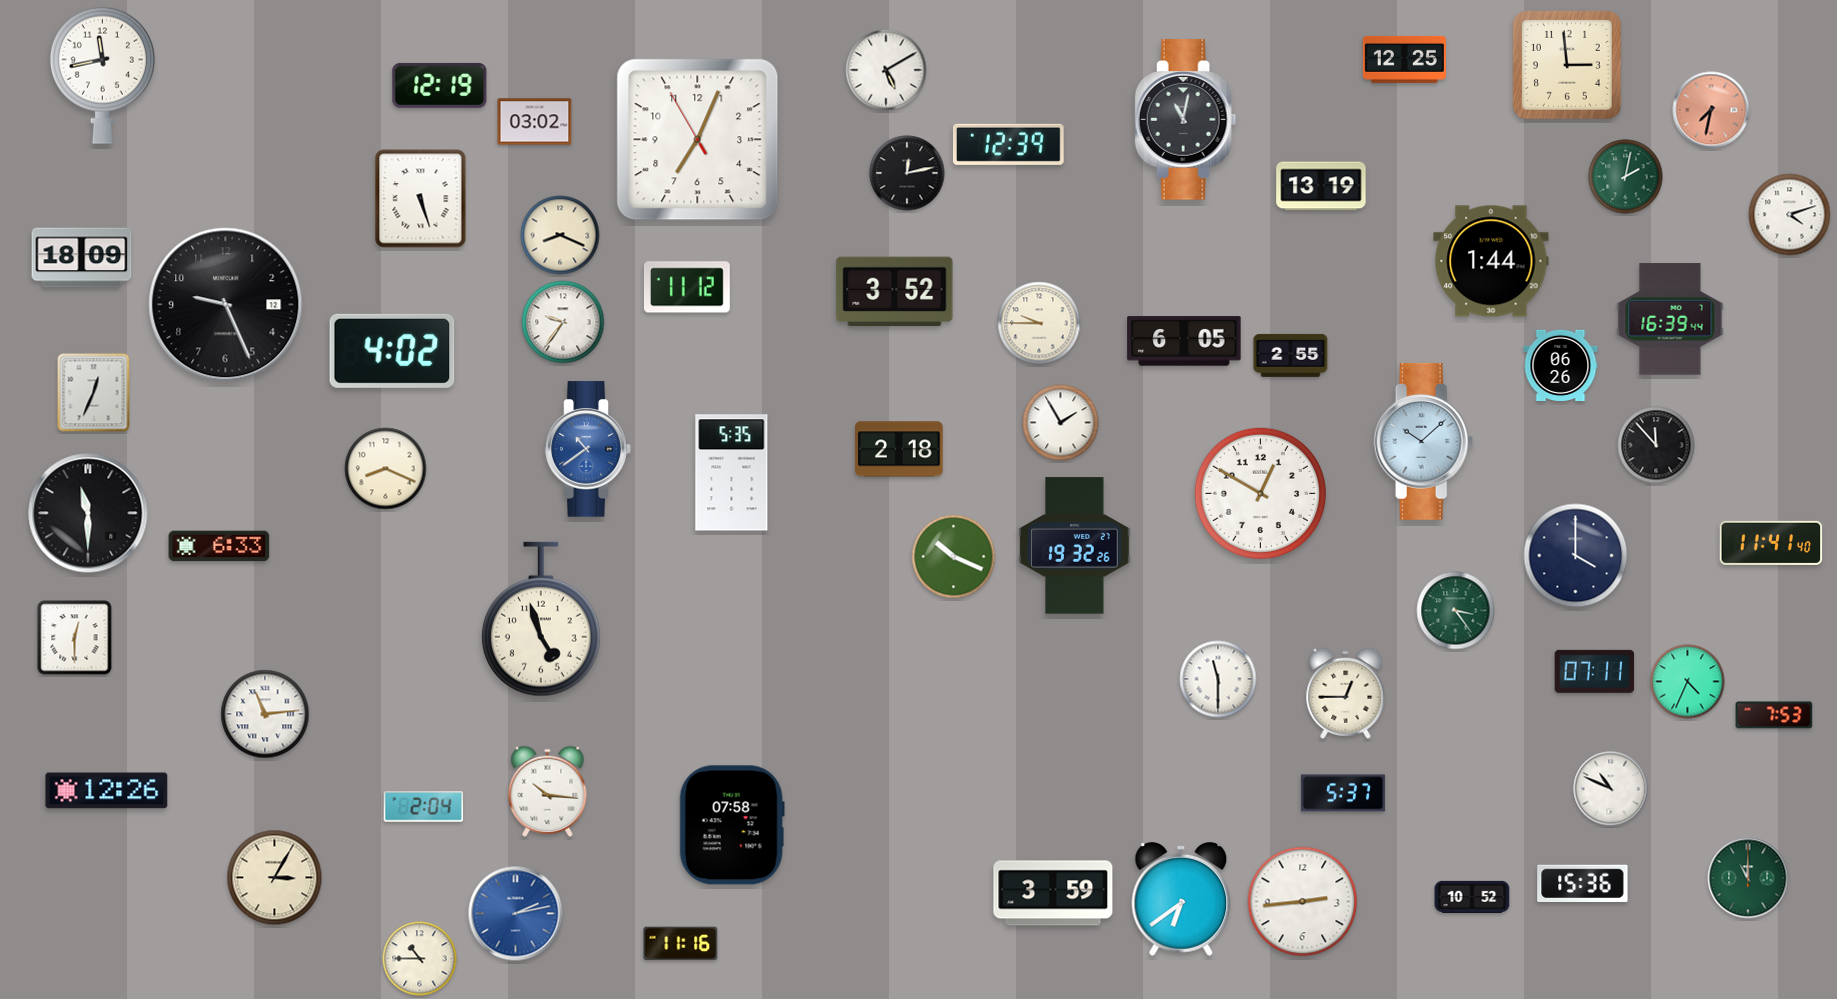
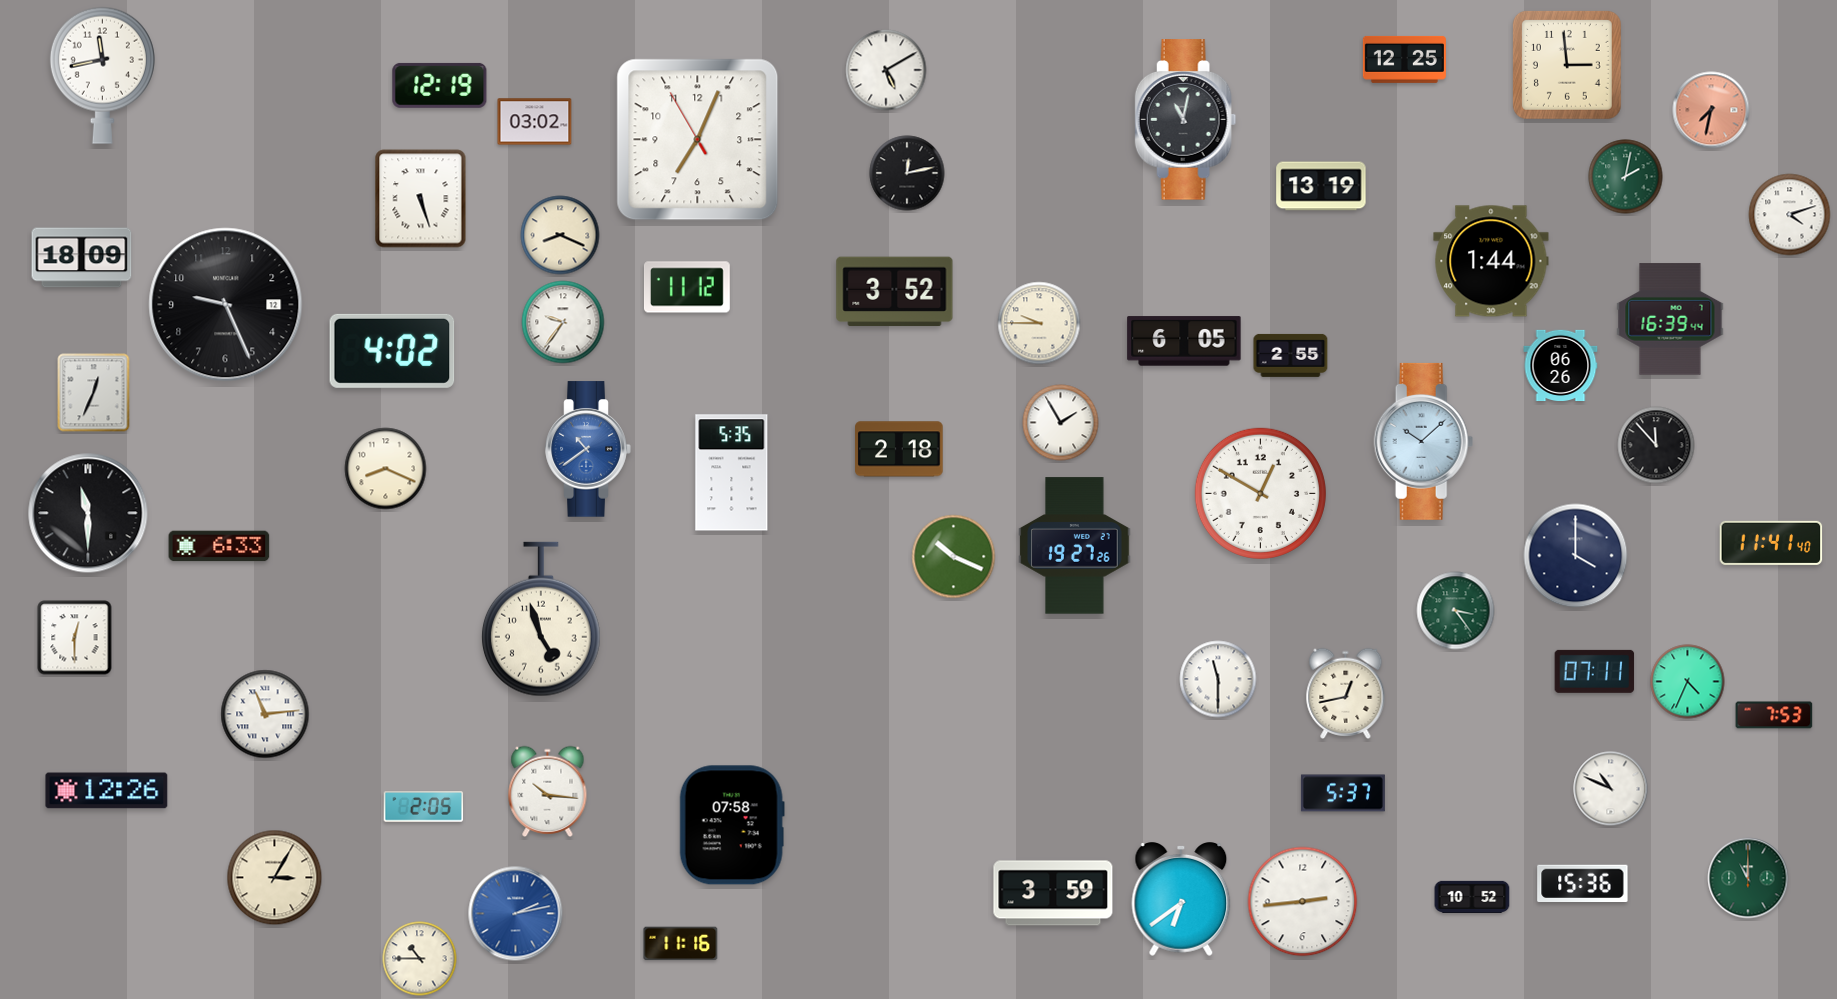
clock at (1008, 144): 12:39 -> none
clock at (1075, 546): 19:32 -> 19:27
clock at (1346, 693): 12:45 -> 12:43
clock at (424, 807): 2:04 -> 2:05
